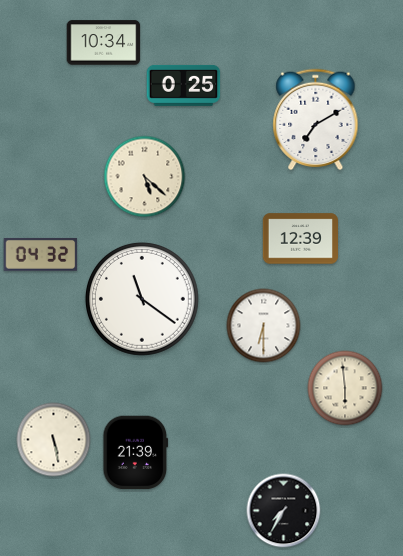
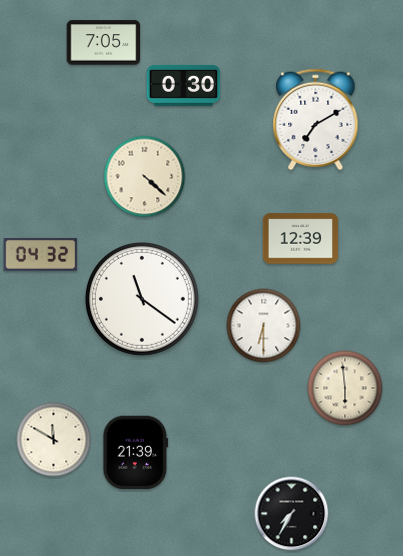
clock at (104, 43): 10:34 -> 7:05
clock at (184, 85): 0:25 -> 0:30
clock at (145, 177): 5:22 -> 4:22
clock at (54, 440): 5:28 -> 11:50
clock at (284, 511) position: (284, 511) -> (292, 514)
